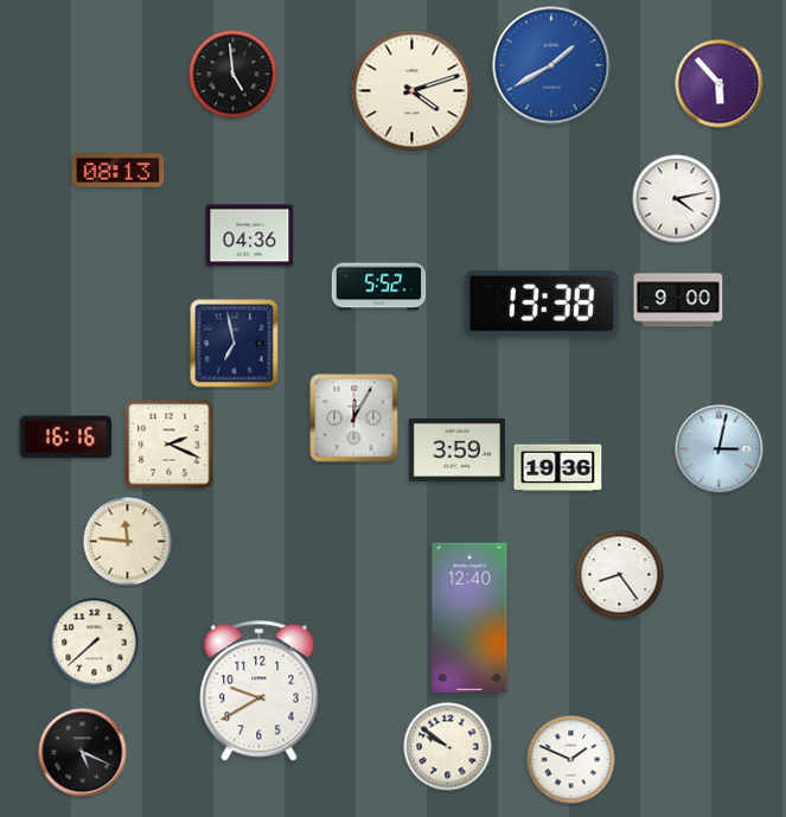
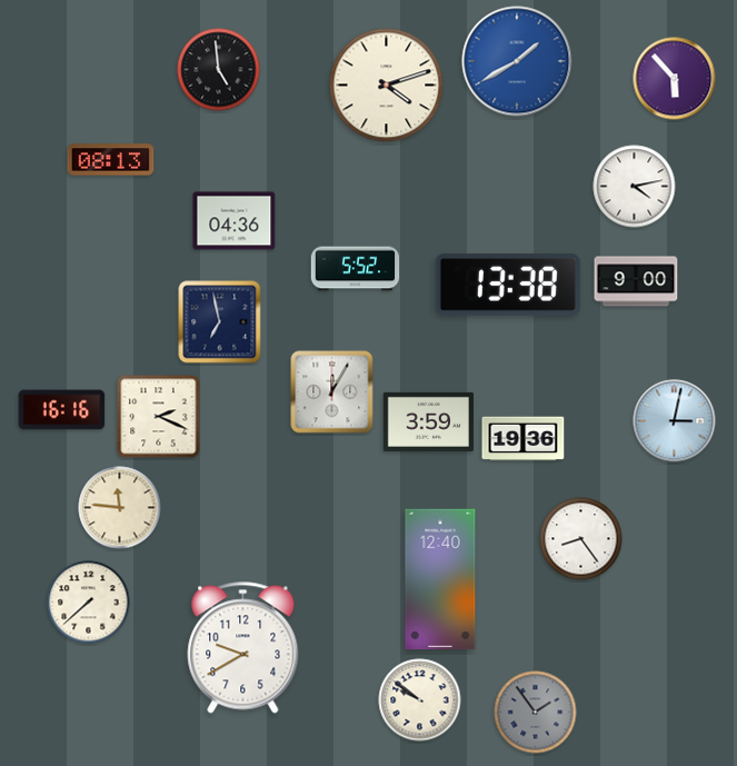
clock at (83, 753): 5:19 -> none
clock at (571, 760): 1:49 -> 1:54
clock at (571, 760) dial: white -> grey
